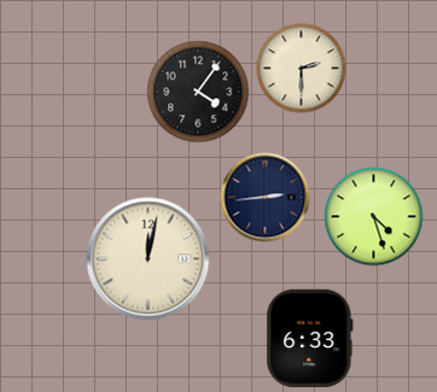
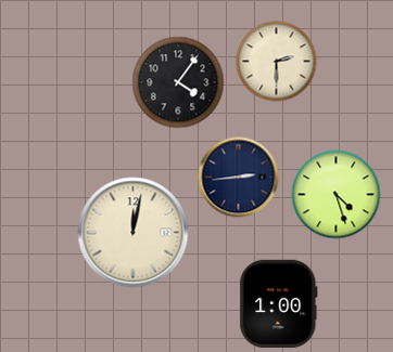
clock at (302, 69) position: (302, 69) -> (277, 62)
clock at (310, 338): 6:33 -> 1:00
